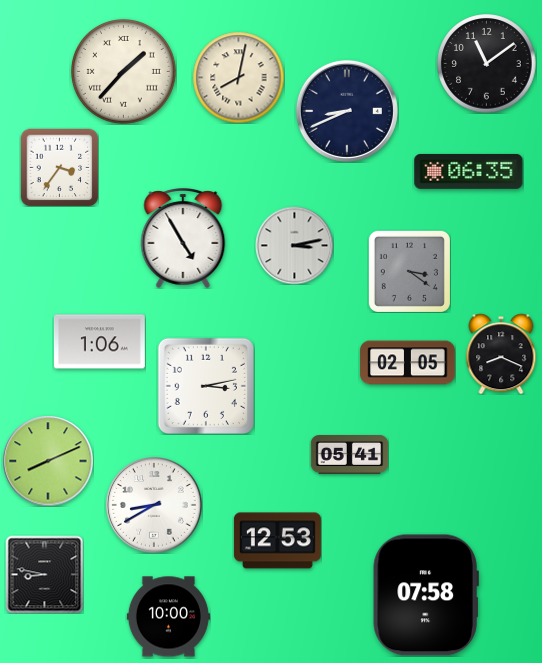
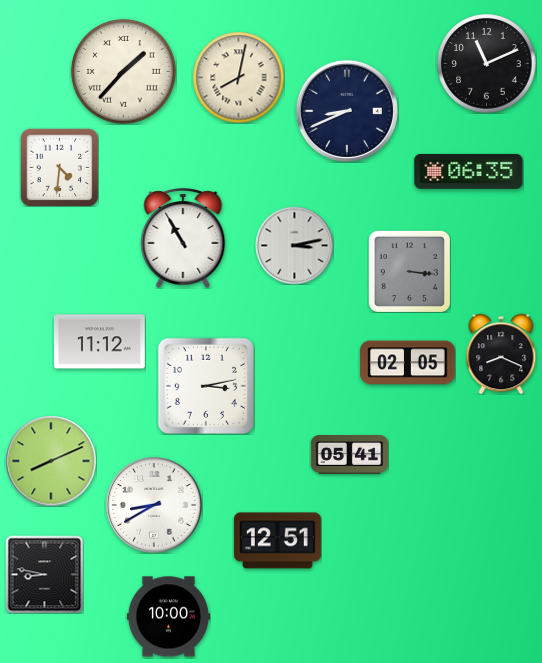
clock at (487, 64): 11:09 -> 11:11
clock at (59, 167): 3:36 -> 4:31
clock at (183, 239): 4:55 -> 10:55
clock at (409, 271): 3:21 -> 3:16
clock at (99, 342): 1:06 -> 11:12
clock at (48, 461) position: (48, 461) -> (51, 461)
clock at (277, 541): 12:53 -> 12:51
clock at (426, 595): 07:58 -> none
